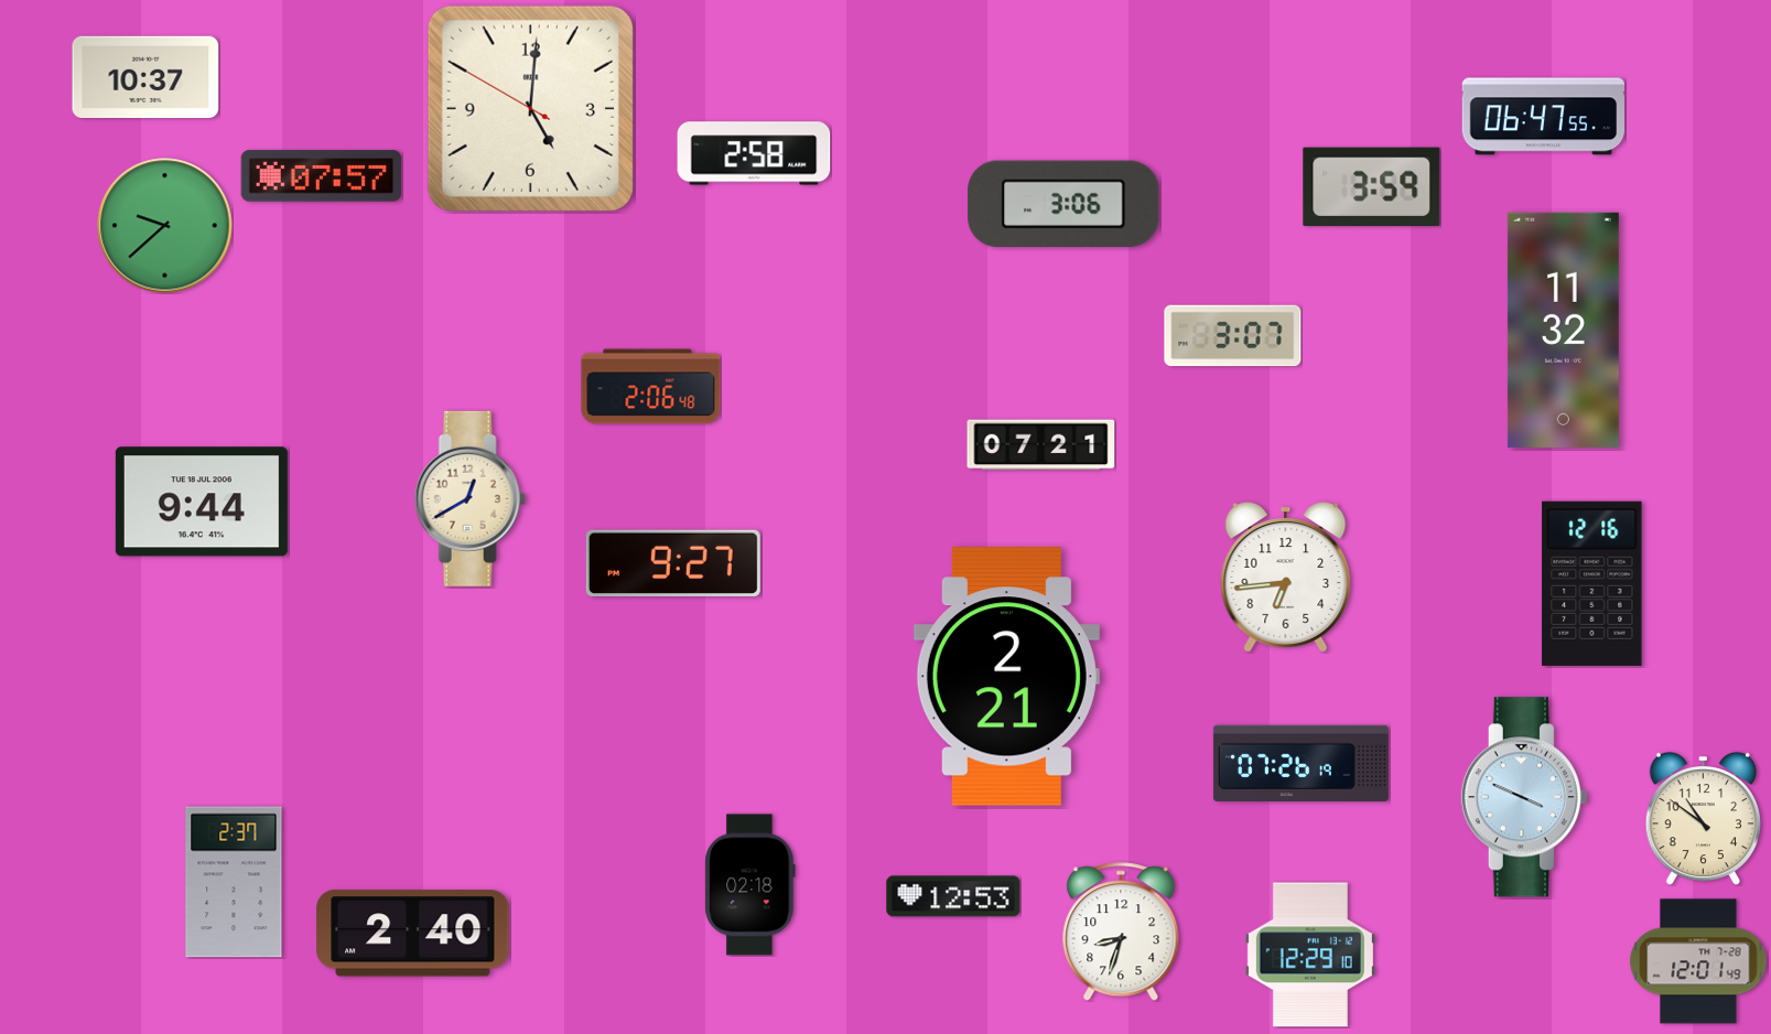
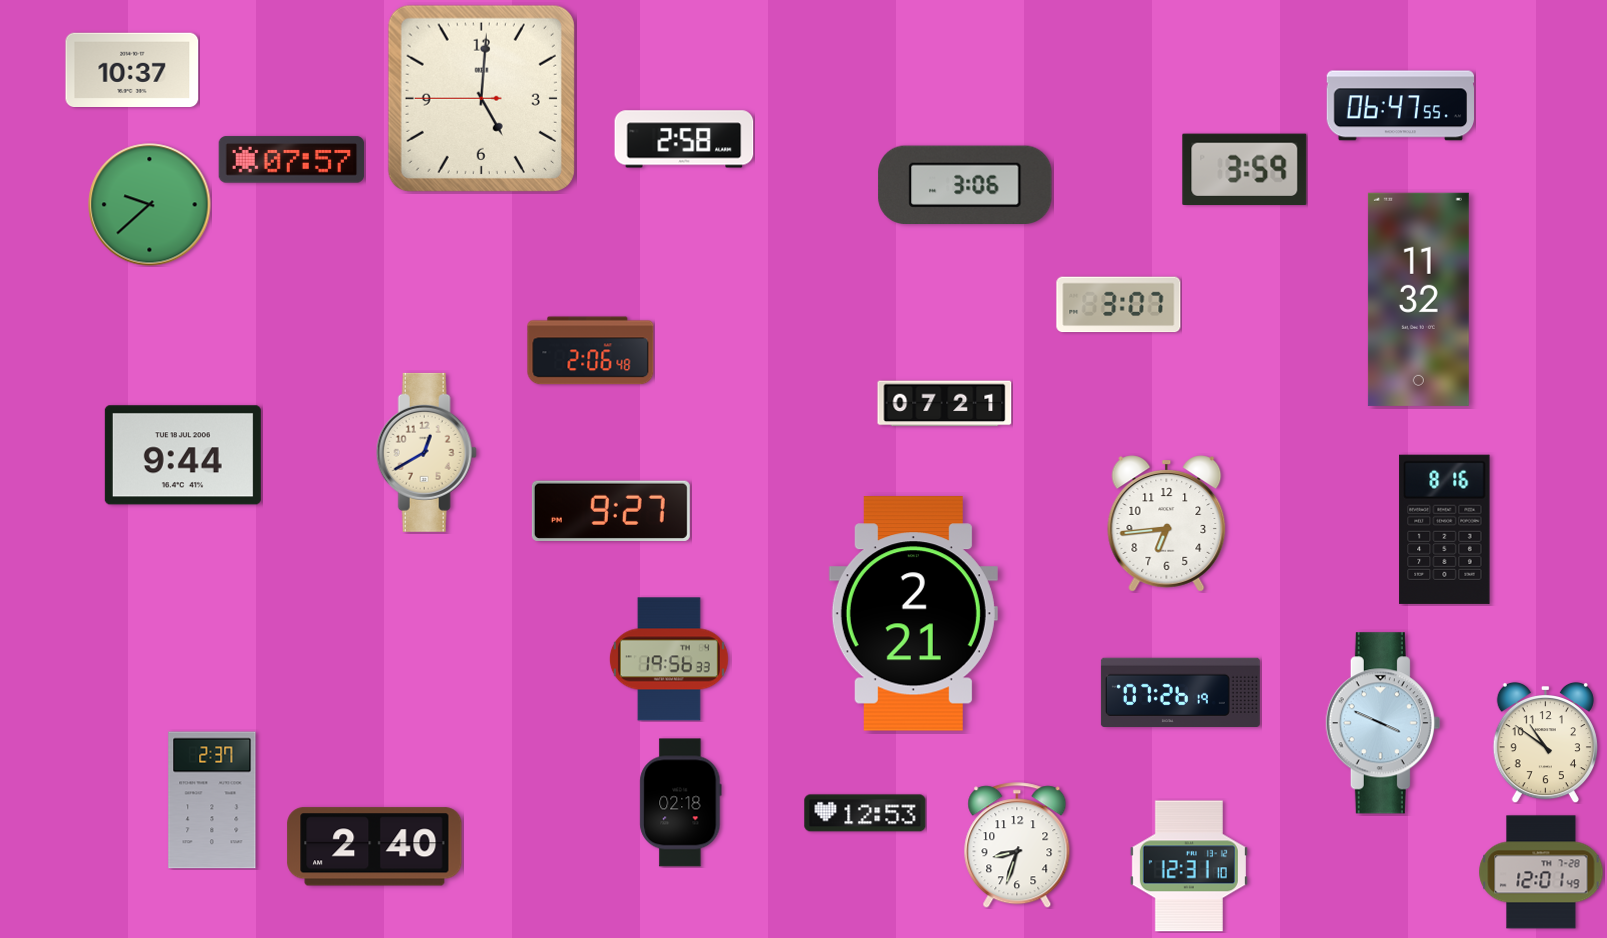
clock at (530, 108): 5:00:50 -> 5:00:45
clock at (1592, 583): 12:16 -> 8:16
clock at (669, 659): none -> 19:56
clock at (1310, 955): 12:29 -> 12:31
